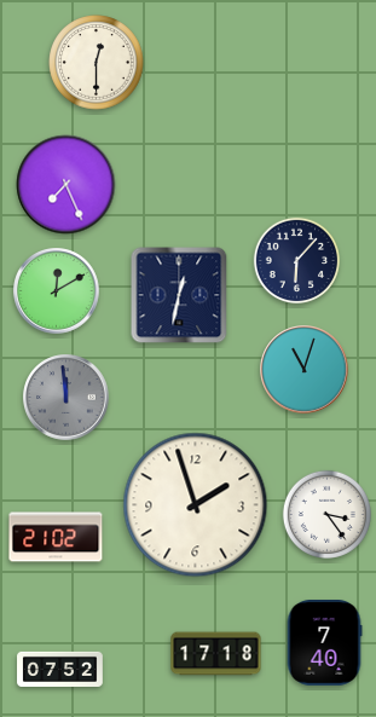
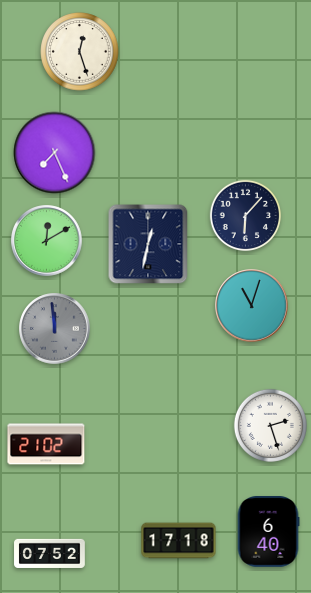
clock at (97, 63): 12:30 -> 12:27
clock at (196, 505): 1:57 -> none
clock at (326, 514): 3:24 -> 2:27
clock at (324, 643): 7:40 -> 6:40
